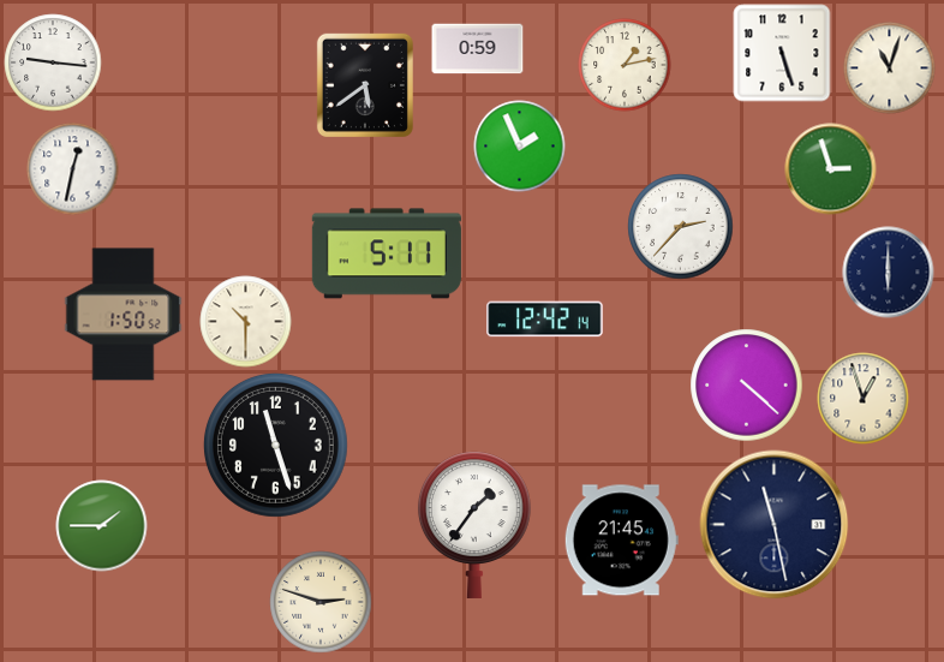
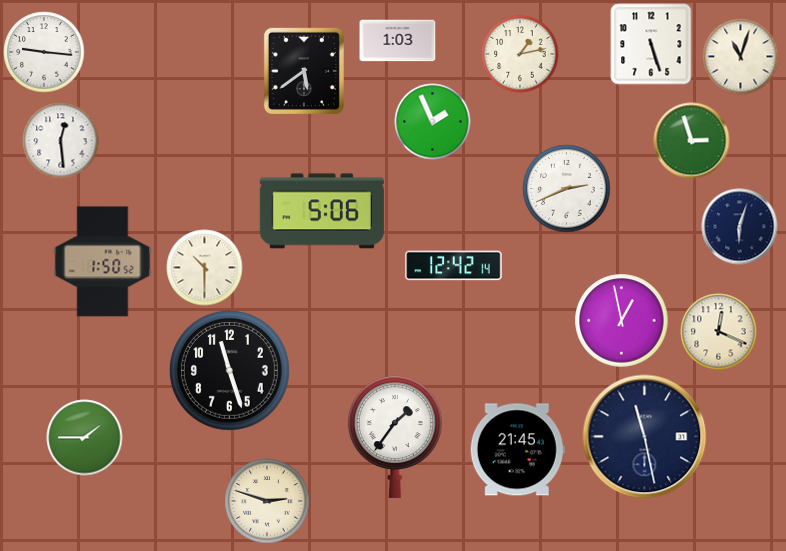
clock at (478, 49): 0:59 -> 1:03
clock at (73, 169): 12:32 -> 12:29
clock at (681, 227): 2:37 -> 2:41
clock at (387, 254): 5:11 -> 5:06
clock at (889, 273): 6:00 -> 6:03
clock at (747, 386): 4:22 -> 12:58
clock at (864, 399): 12:57 -> 12:19
